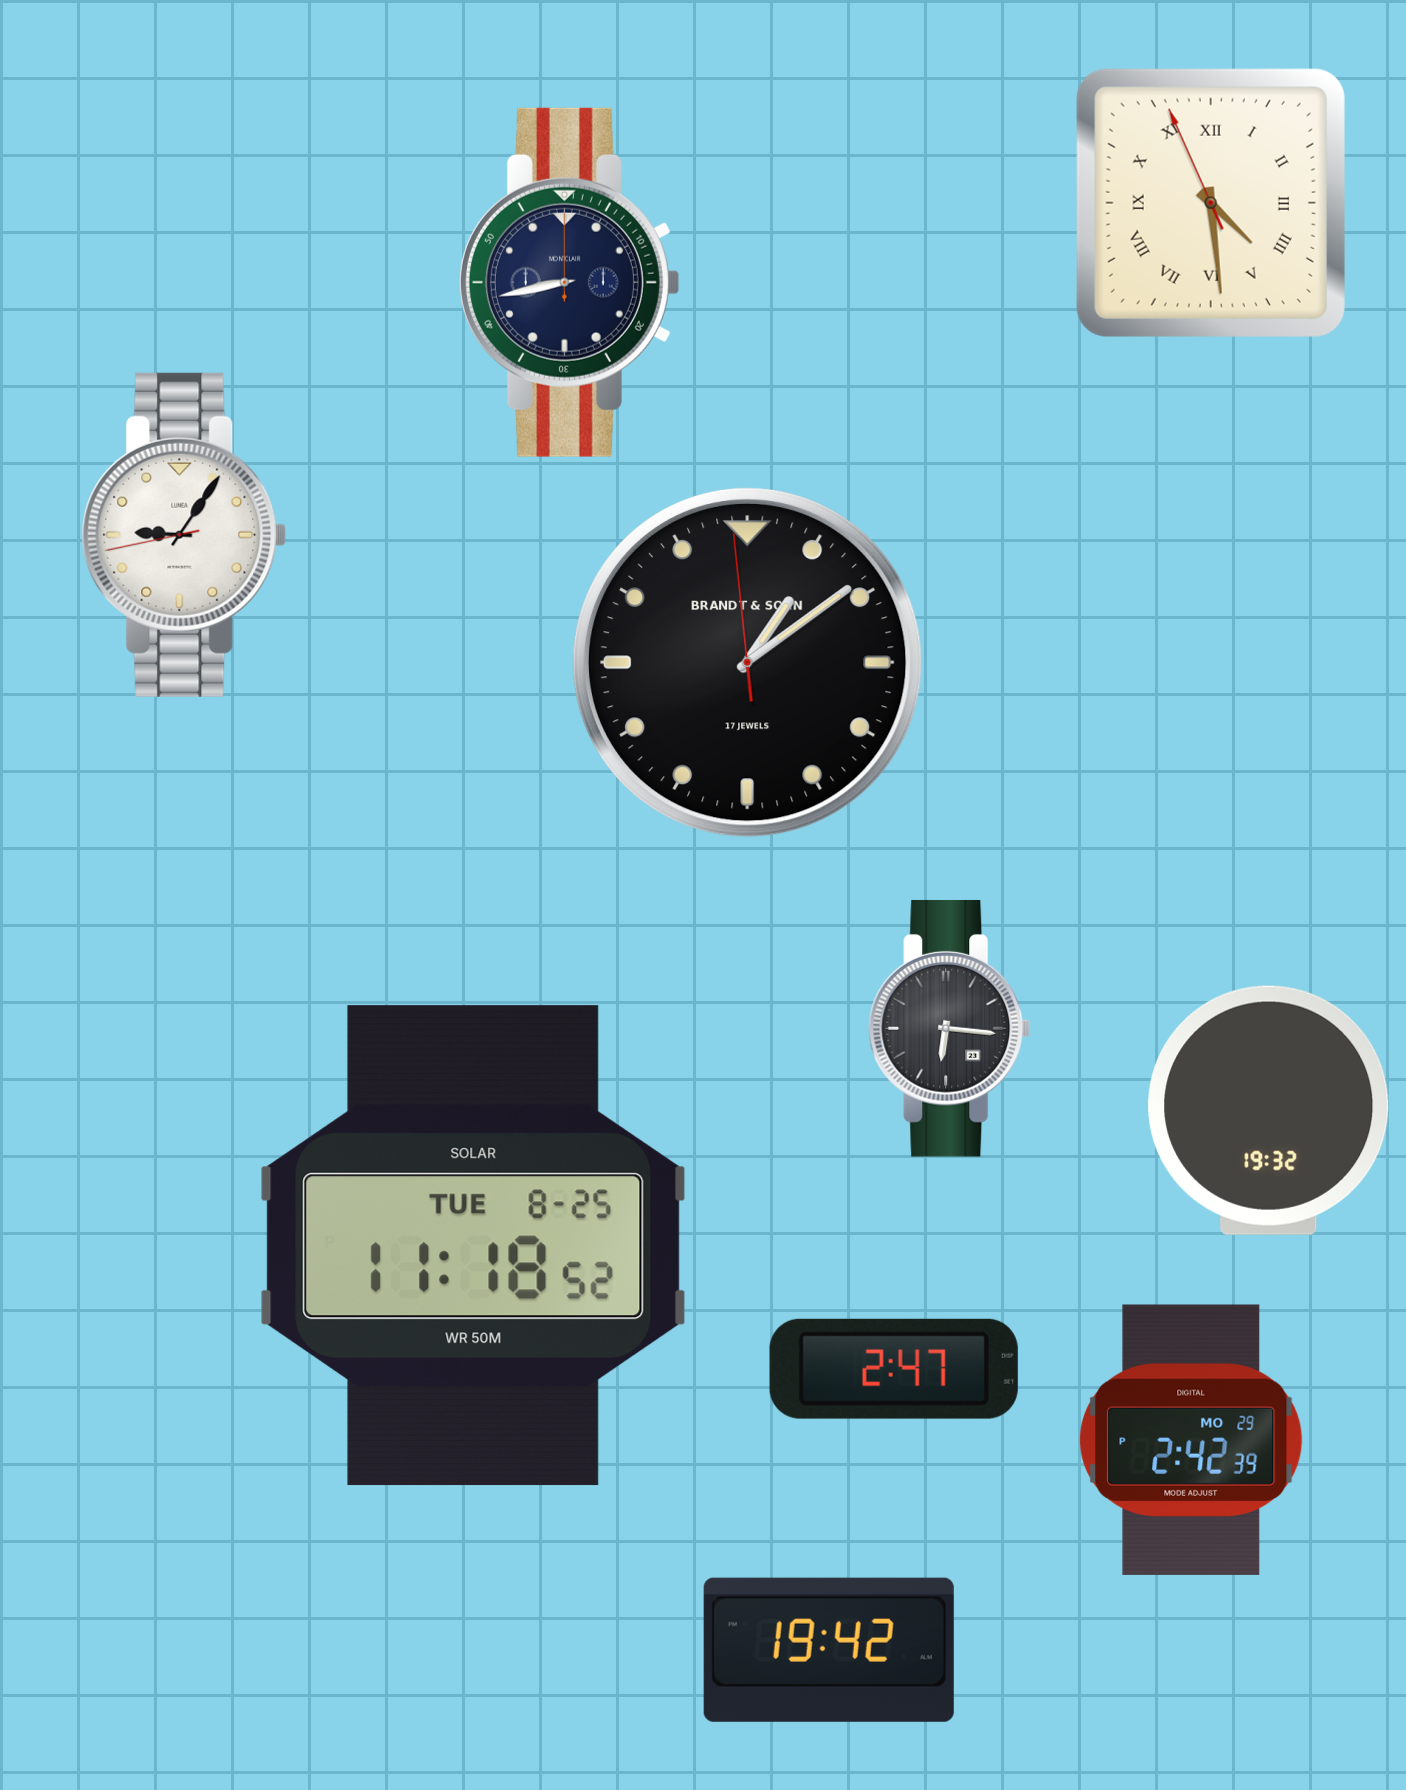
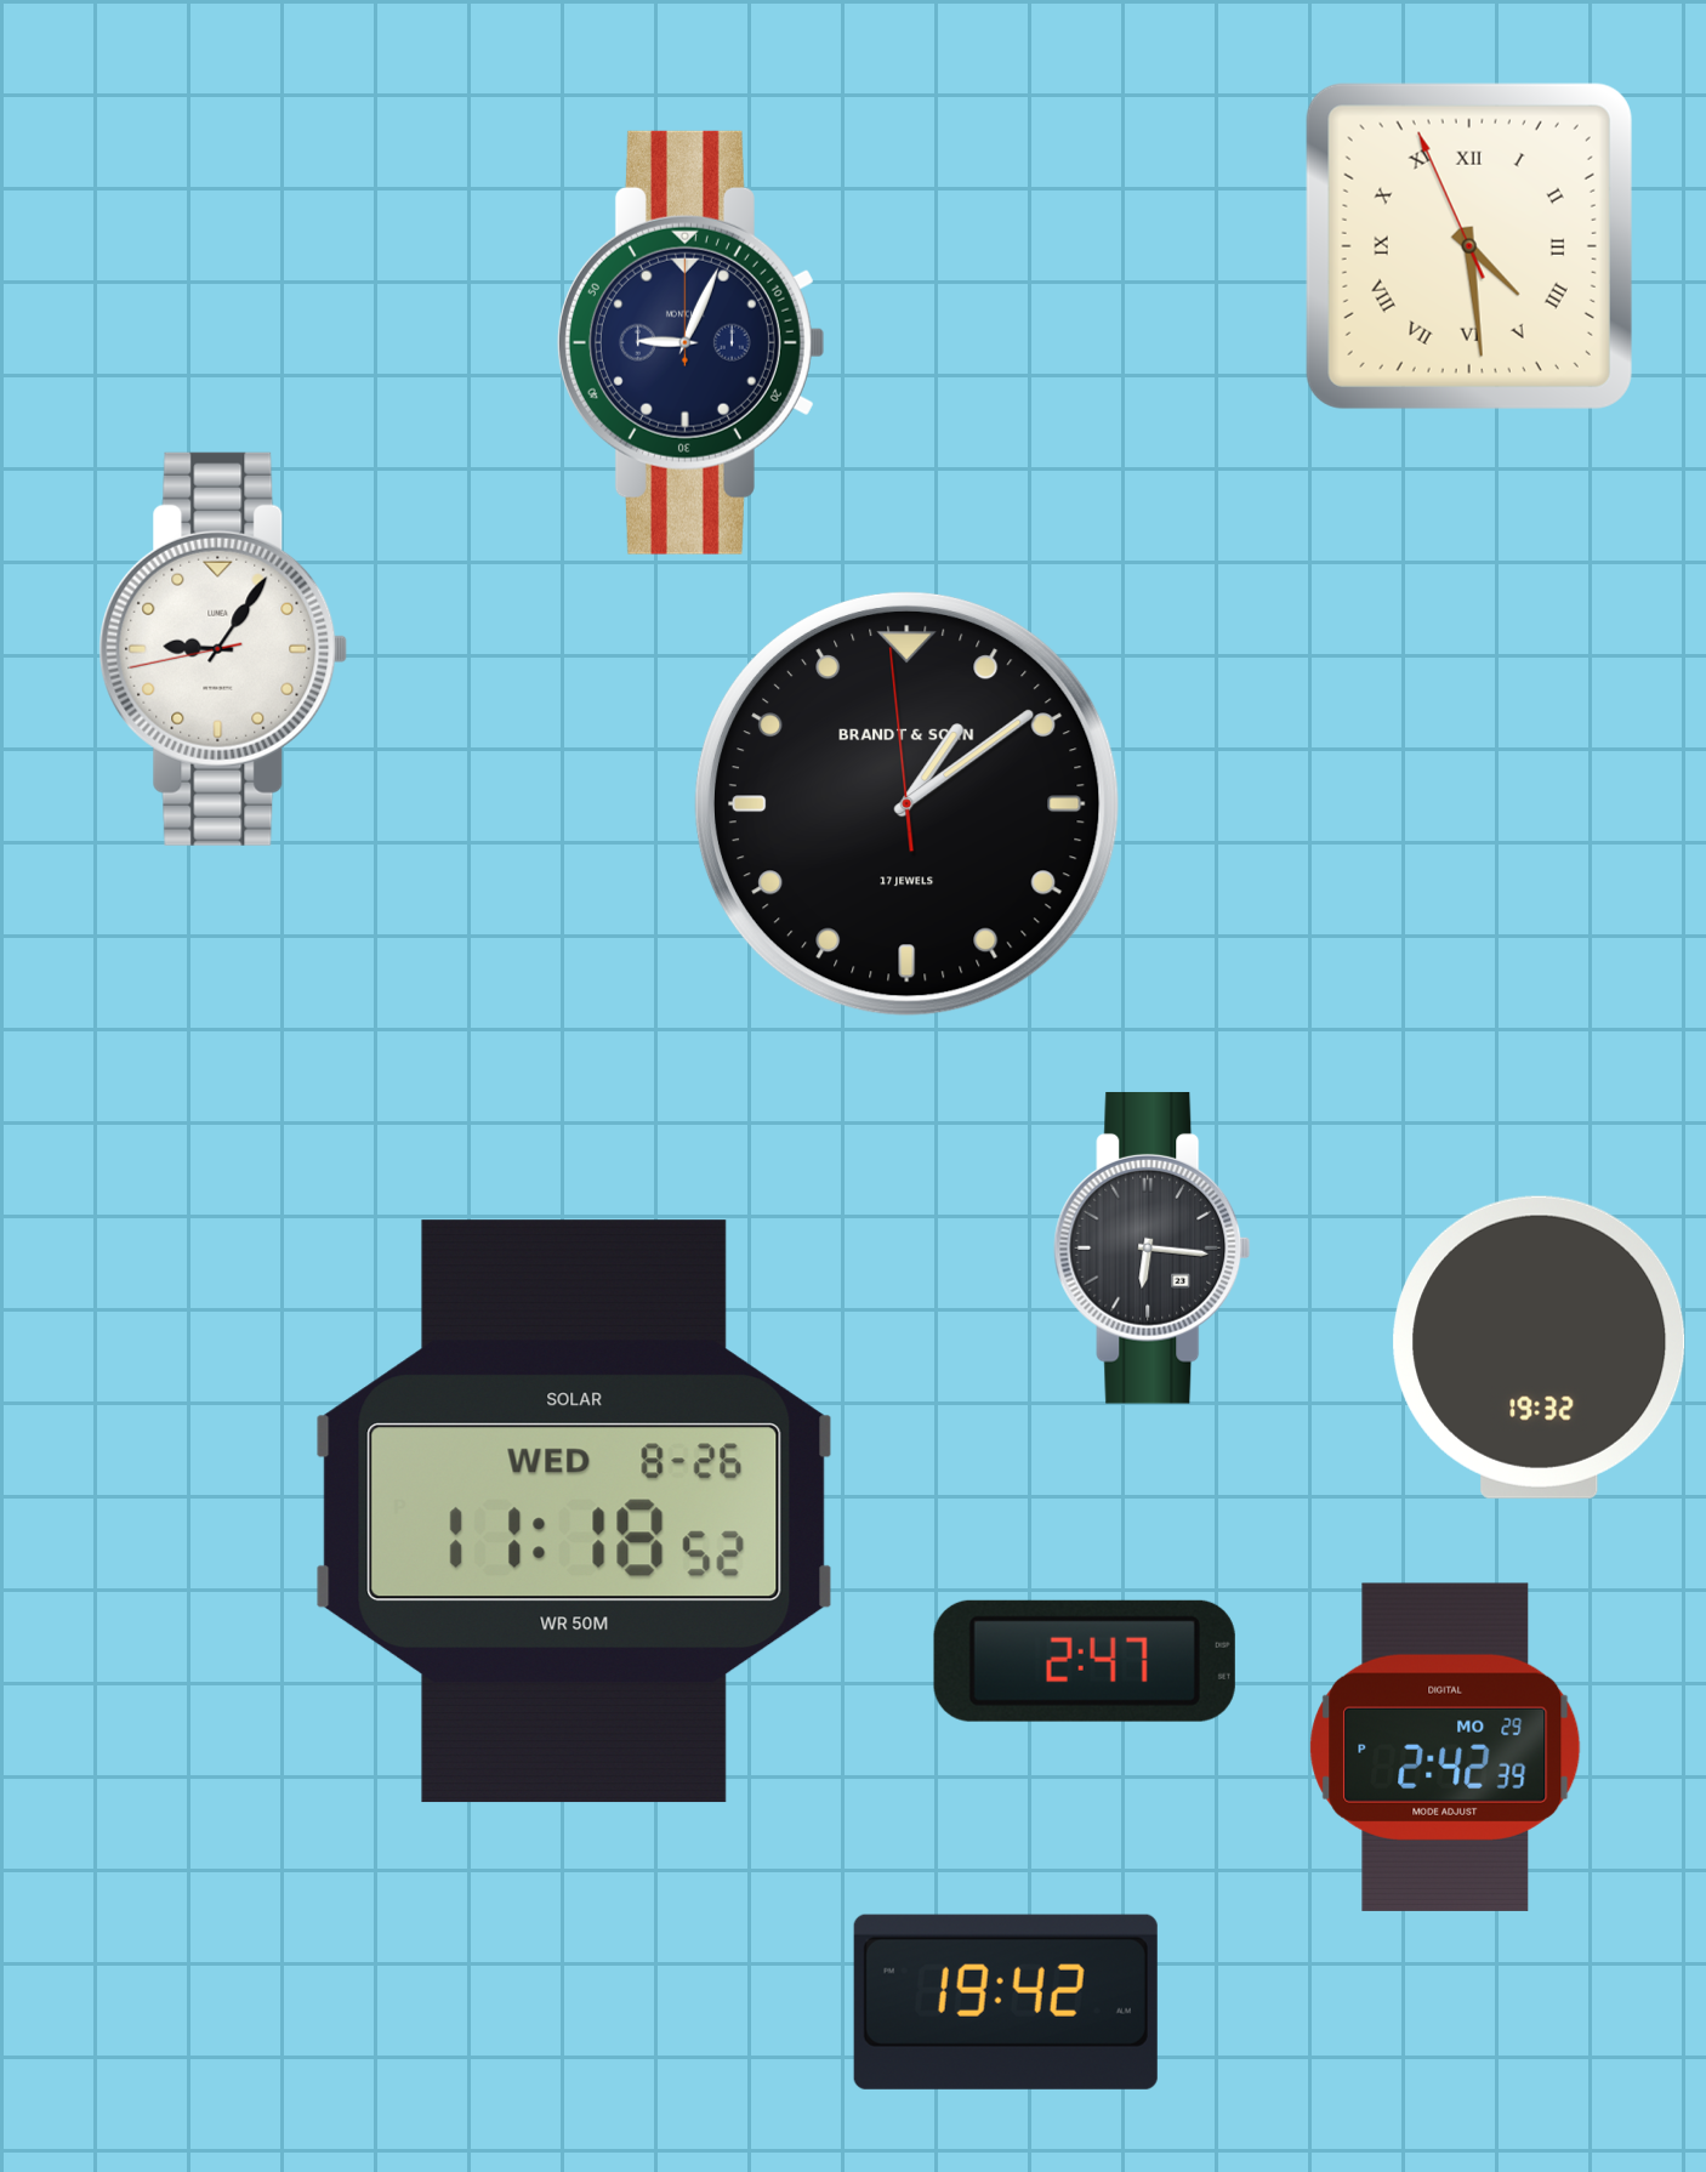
clock at (569, 282): 8:43 -> 9:04
clock at (474, 1246) date: TUE 8-25 -> WED 8-26
